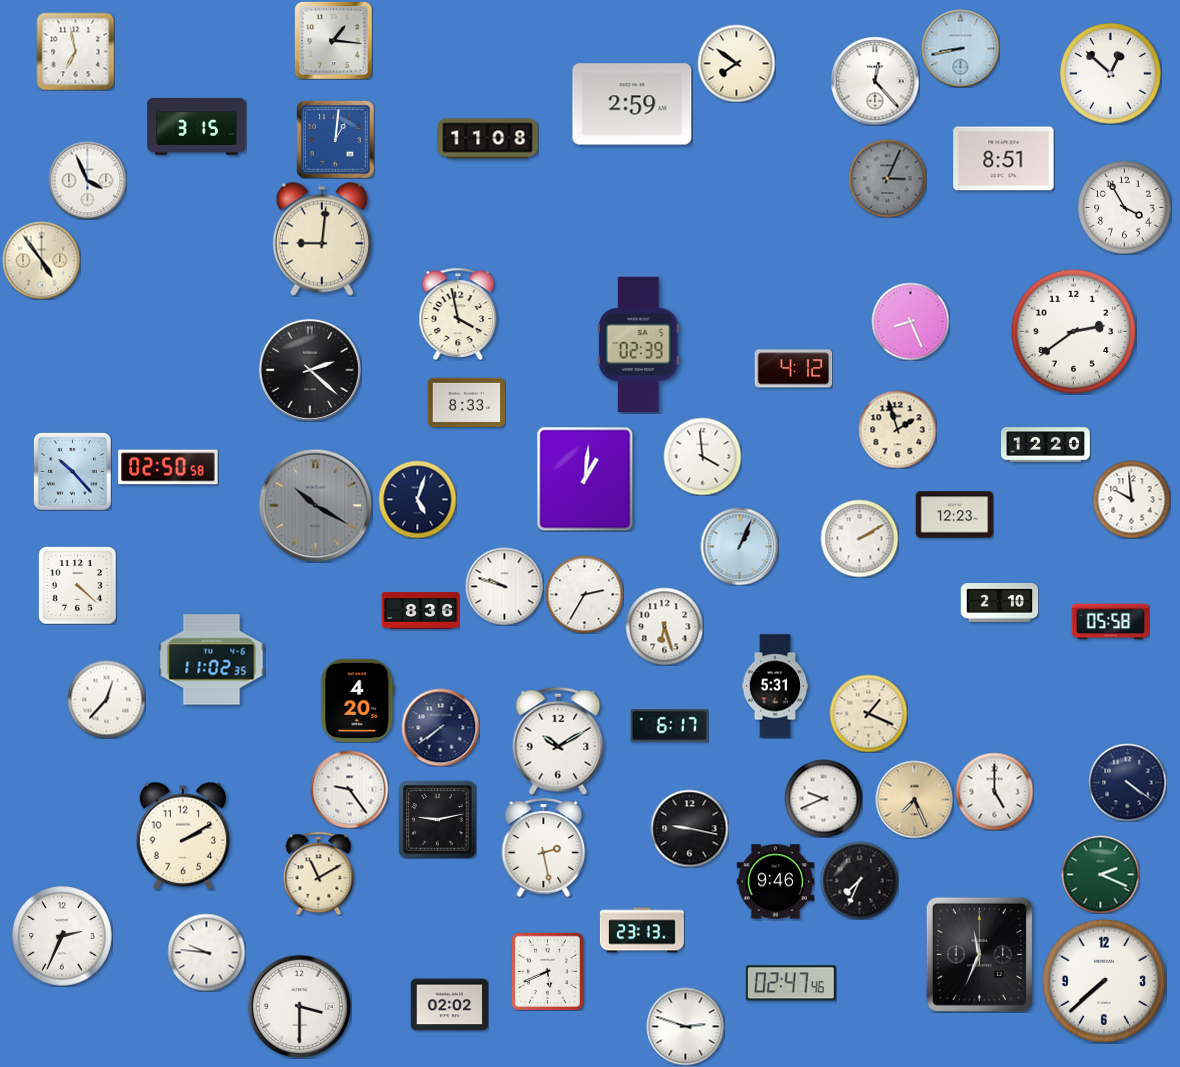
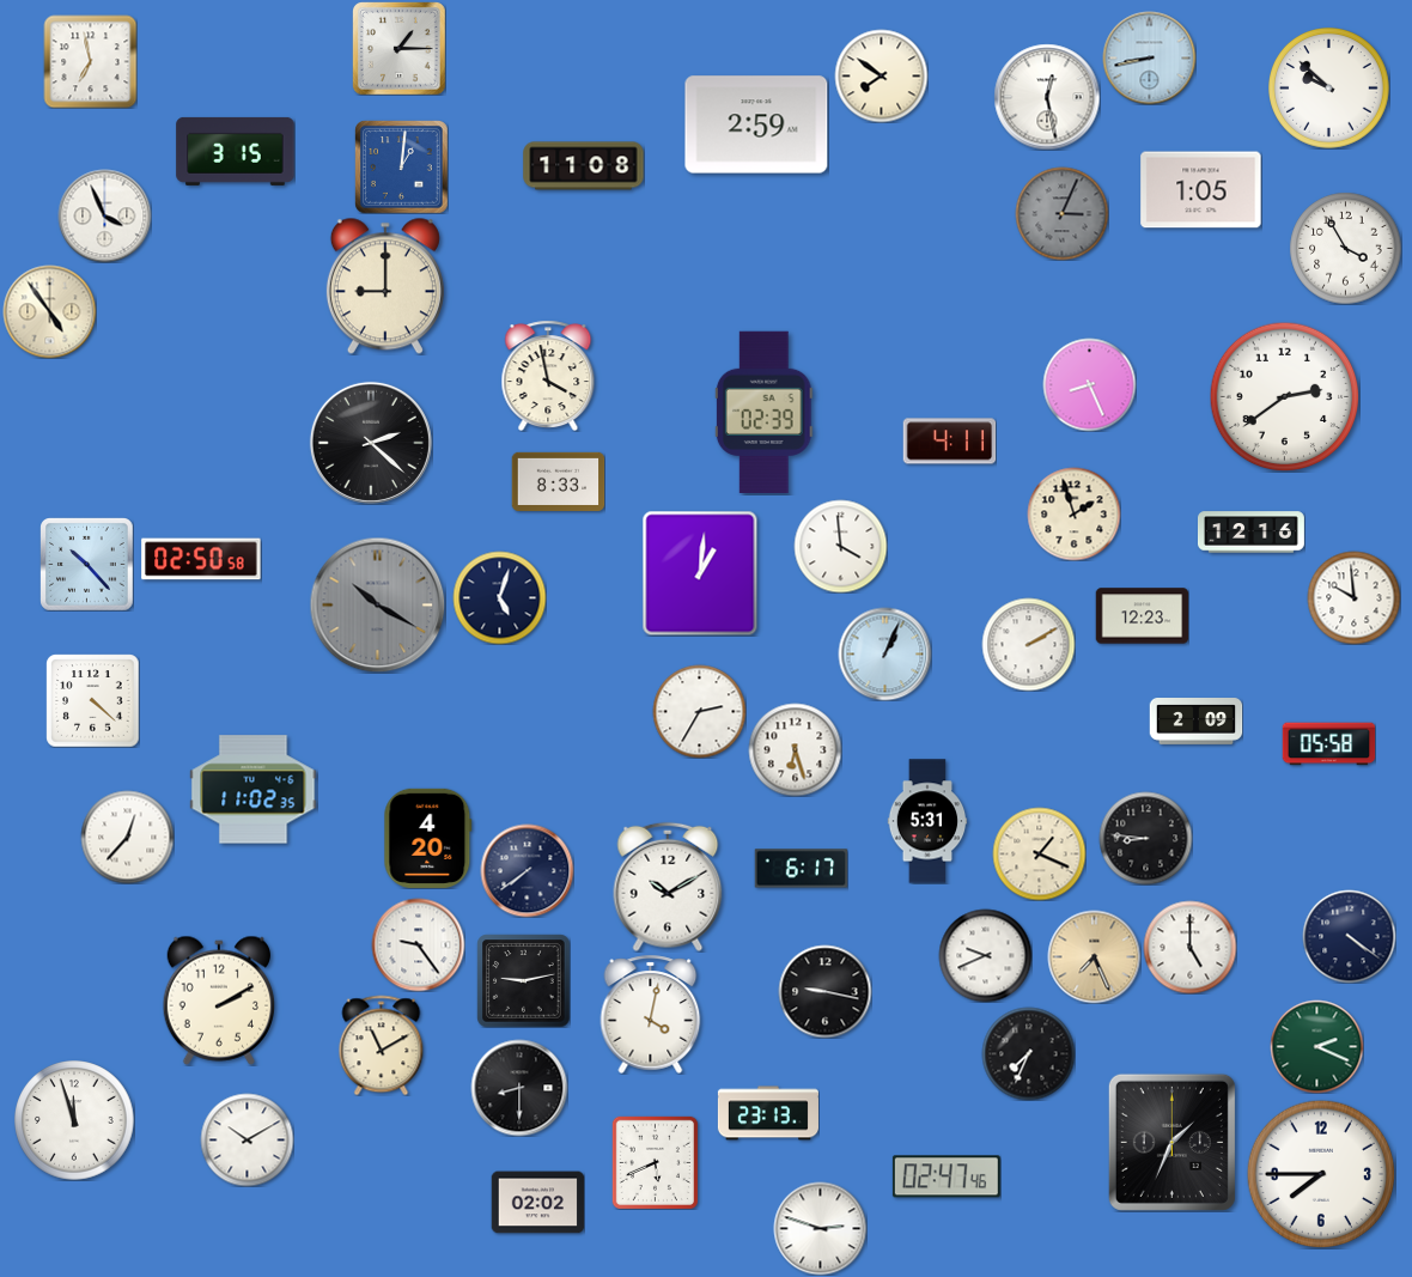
clock at (334, 41): 1:16 -> 1:15
clock at (1111, 74): 12:52 -> 9:52
clock at (875, 81): 12:23 -> 12:28
clock at (1004, 159): 8:51 -> 1:05
clock at (322, 239): 9:01 -> 9:00
clock at (793, 369): 4:12 -> 4:11
clock at (1046, 445): 12:20 -> 12:16
clock at (504, 586): 9:48 -> none
clock at (999, 603): 2:10 -> 2:09
clock at (420, 611): 8:36 -> none
clock at (1145, 838): none -> 8:46
clock at (544, 847): 2:28 -> 4:02
clock at (775, 882): 9:46 -> none
clock at (519, 1088): none -> 8:30
clock at (62, 936): 2:34 -> 11:57
clock at (206, 952): 9:46 -> 10:10
clock at (979, 954): 11:34 -> 1:34
clock at (1104, 981): 7:38 -> 7:45
clock at (299, 1006): 3:30 -> none
